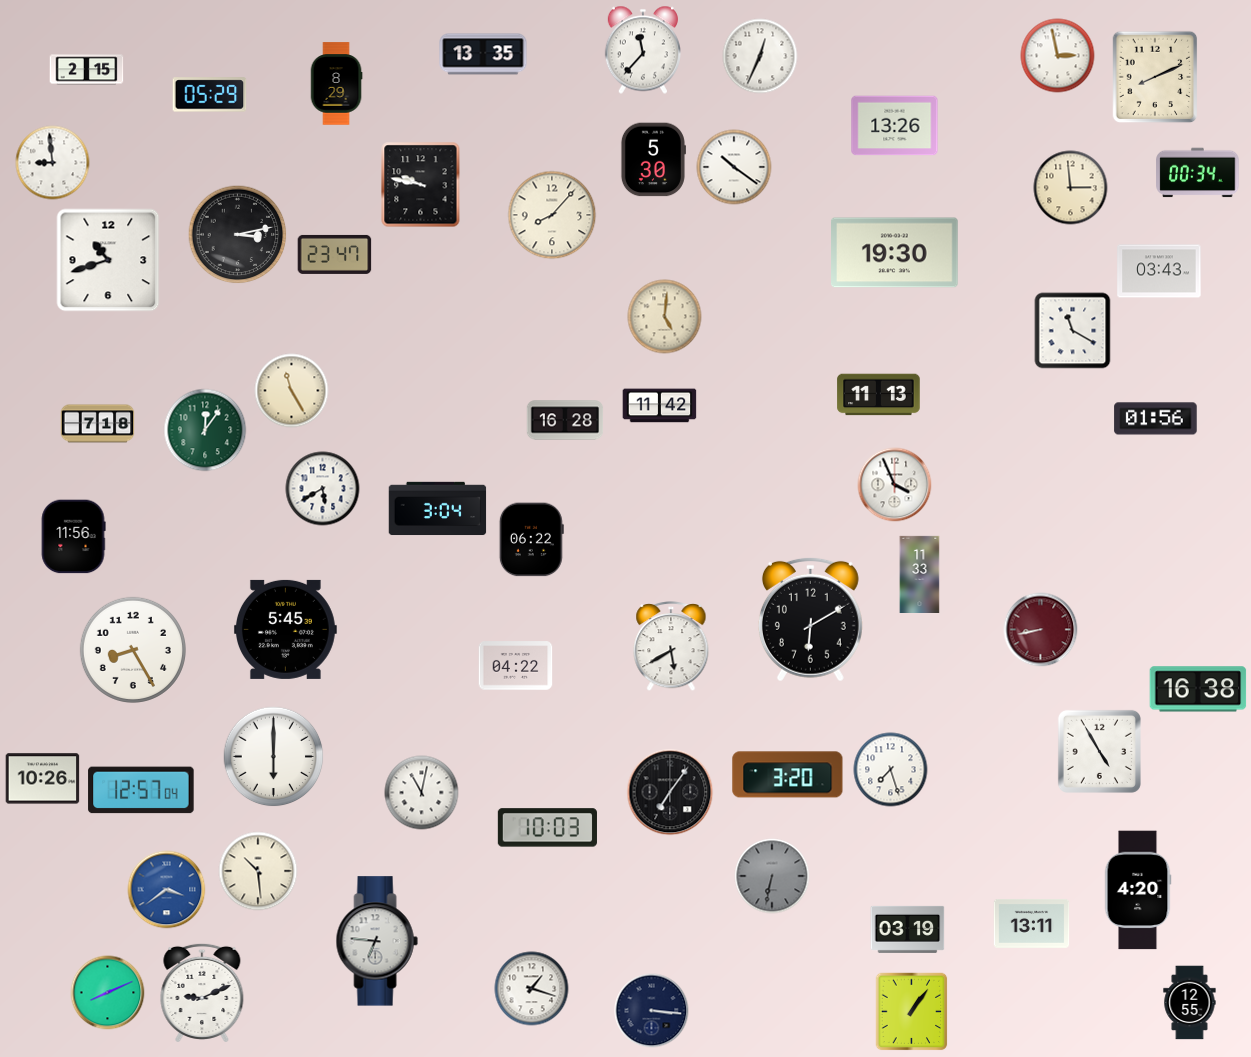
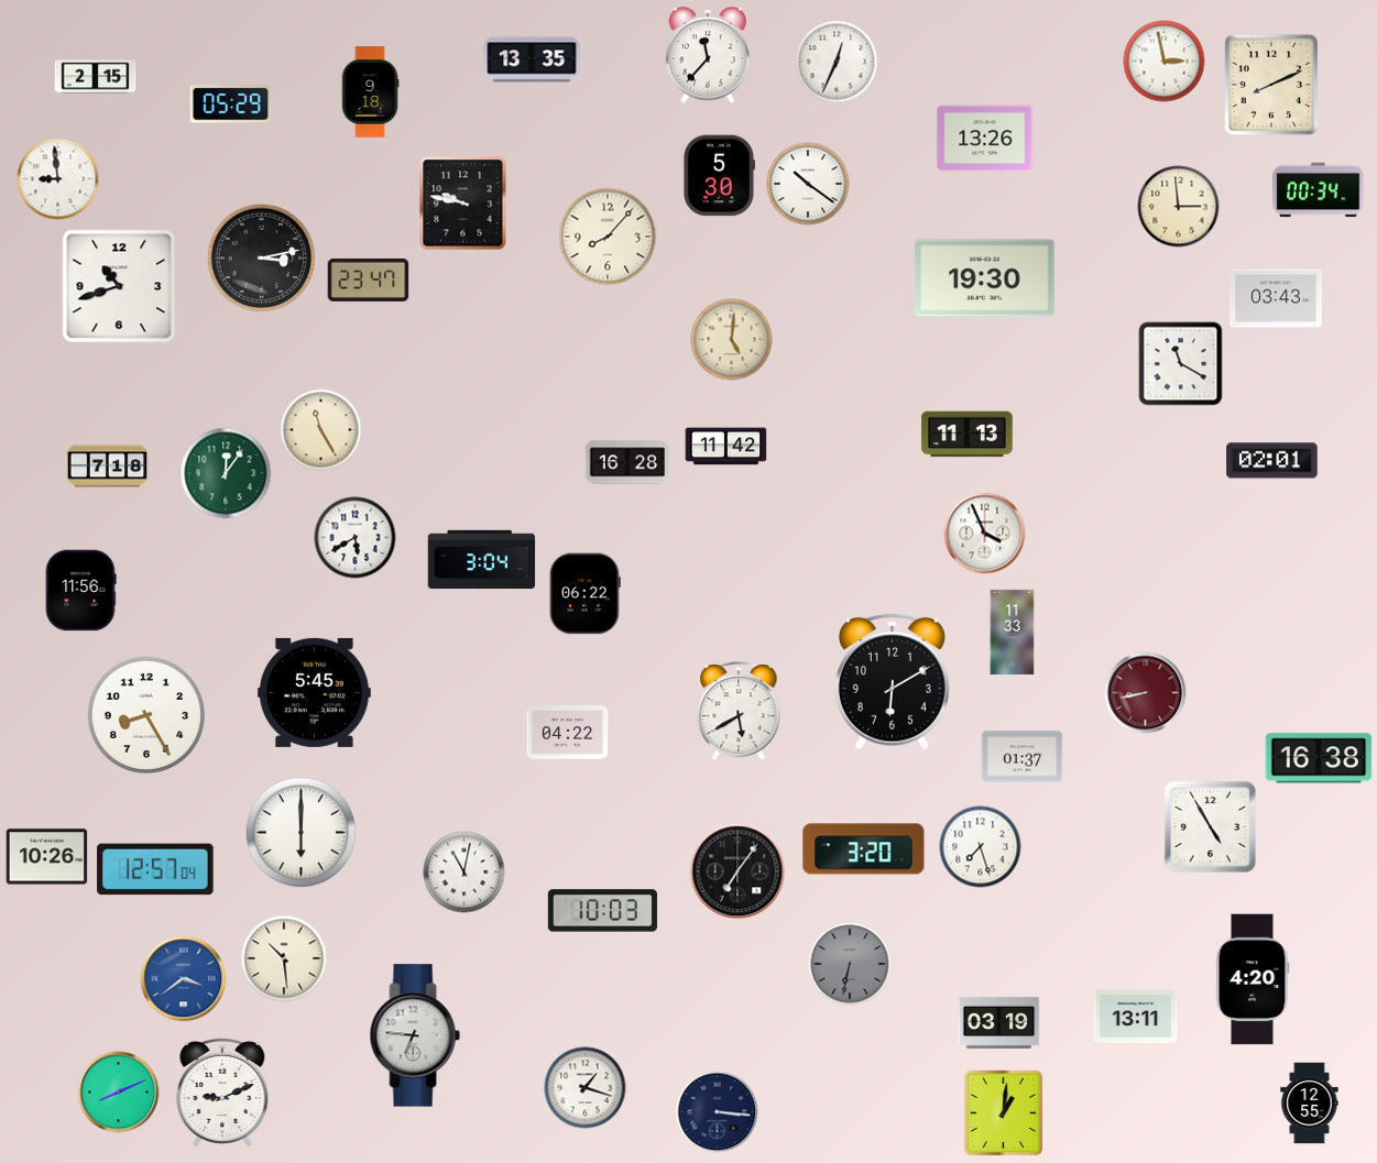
clock at (336, 84): 8:29 -> 9:18
clock at (665, 317) position: (665, 317) -> (732, 340)
clock at (1156, 419): 01:56 -> 02:01
clock at (565, 420) position: (565, 420) -> (627, 462)
clock at (1023, 757): none -> 01:37
clock at (788, 775) position: (788, 775) -> (864, 849)
clock at (912, 1012): 1:06 -> 1:01
